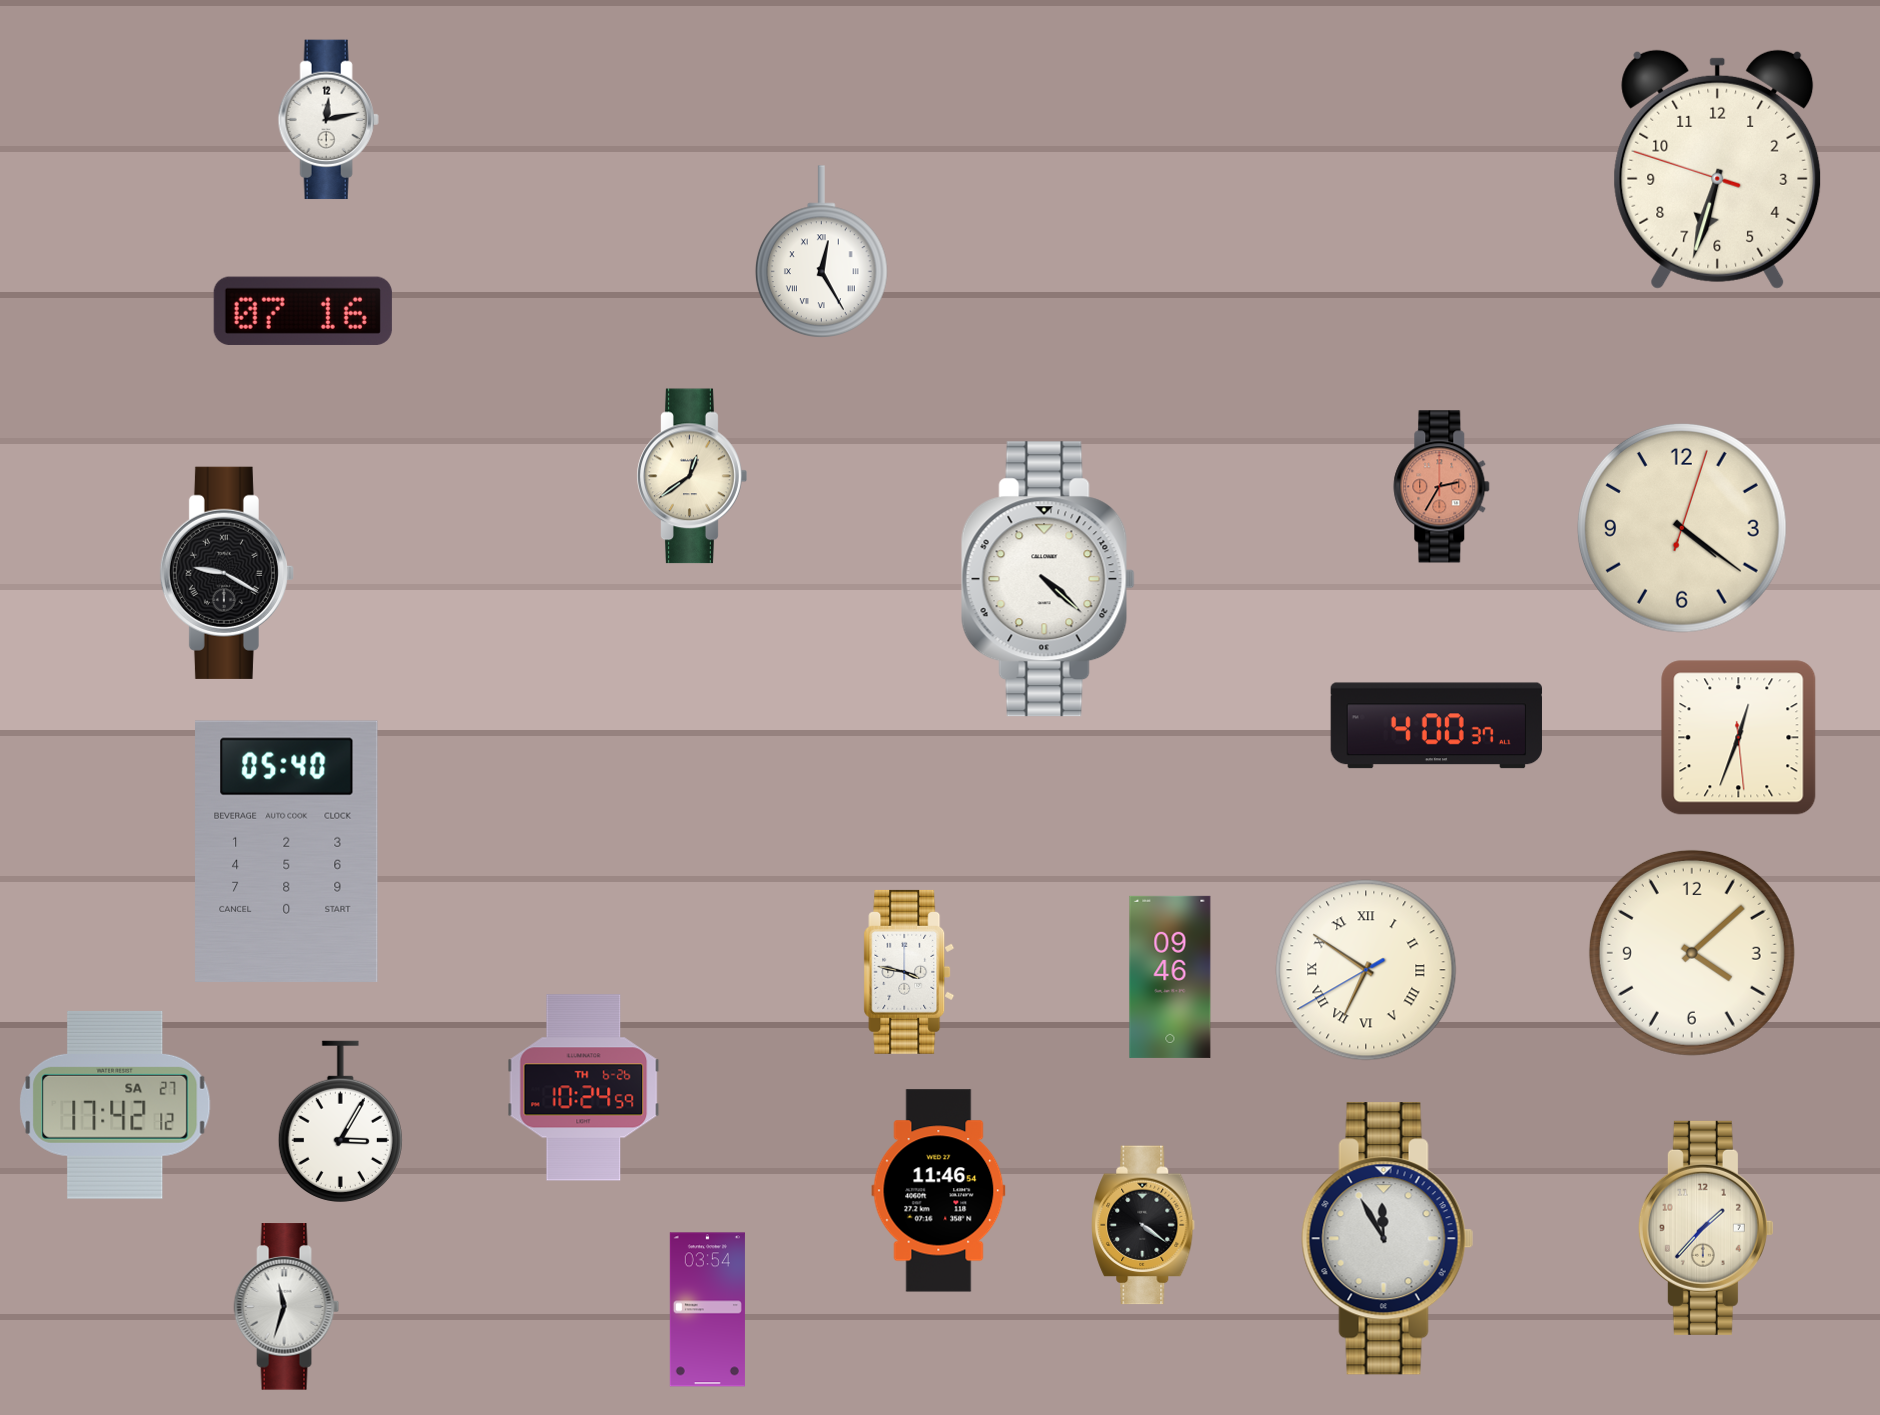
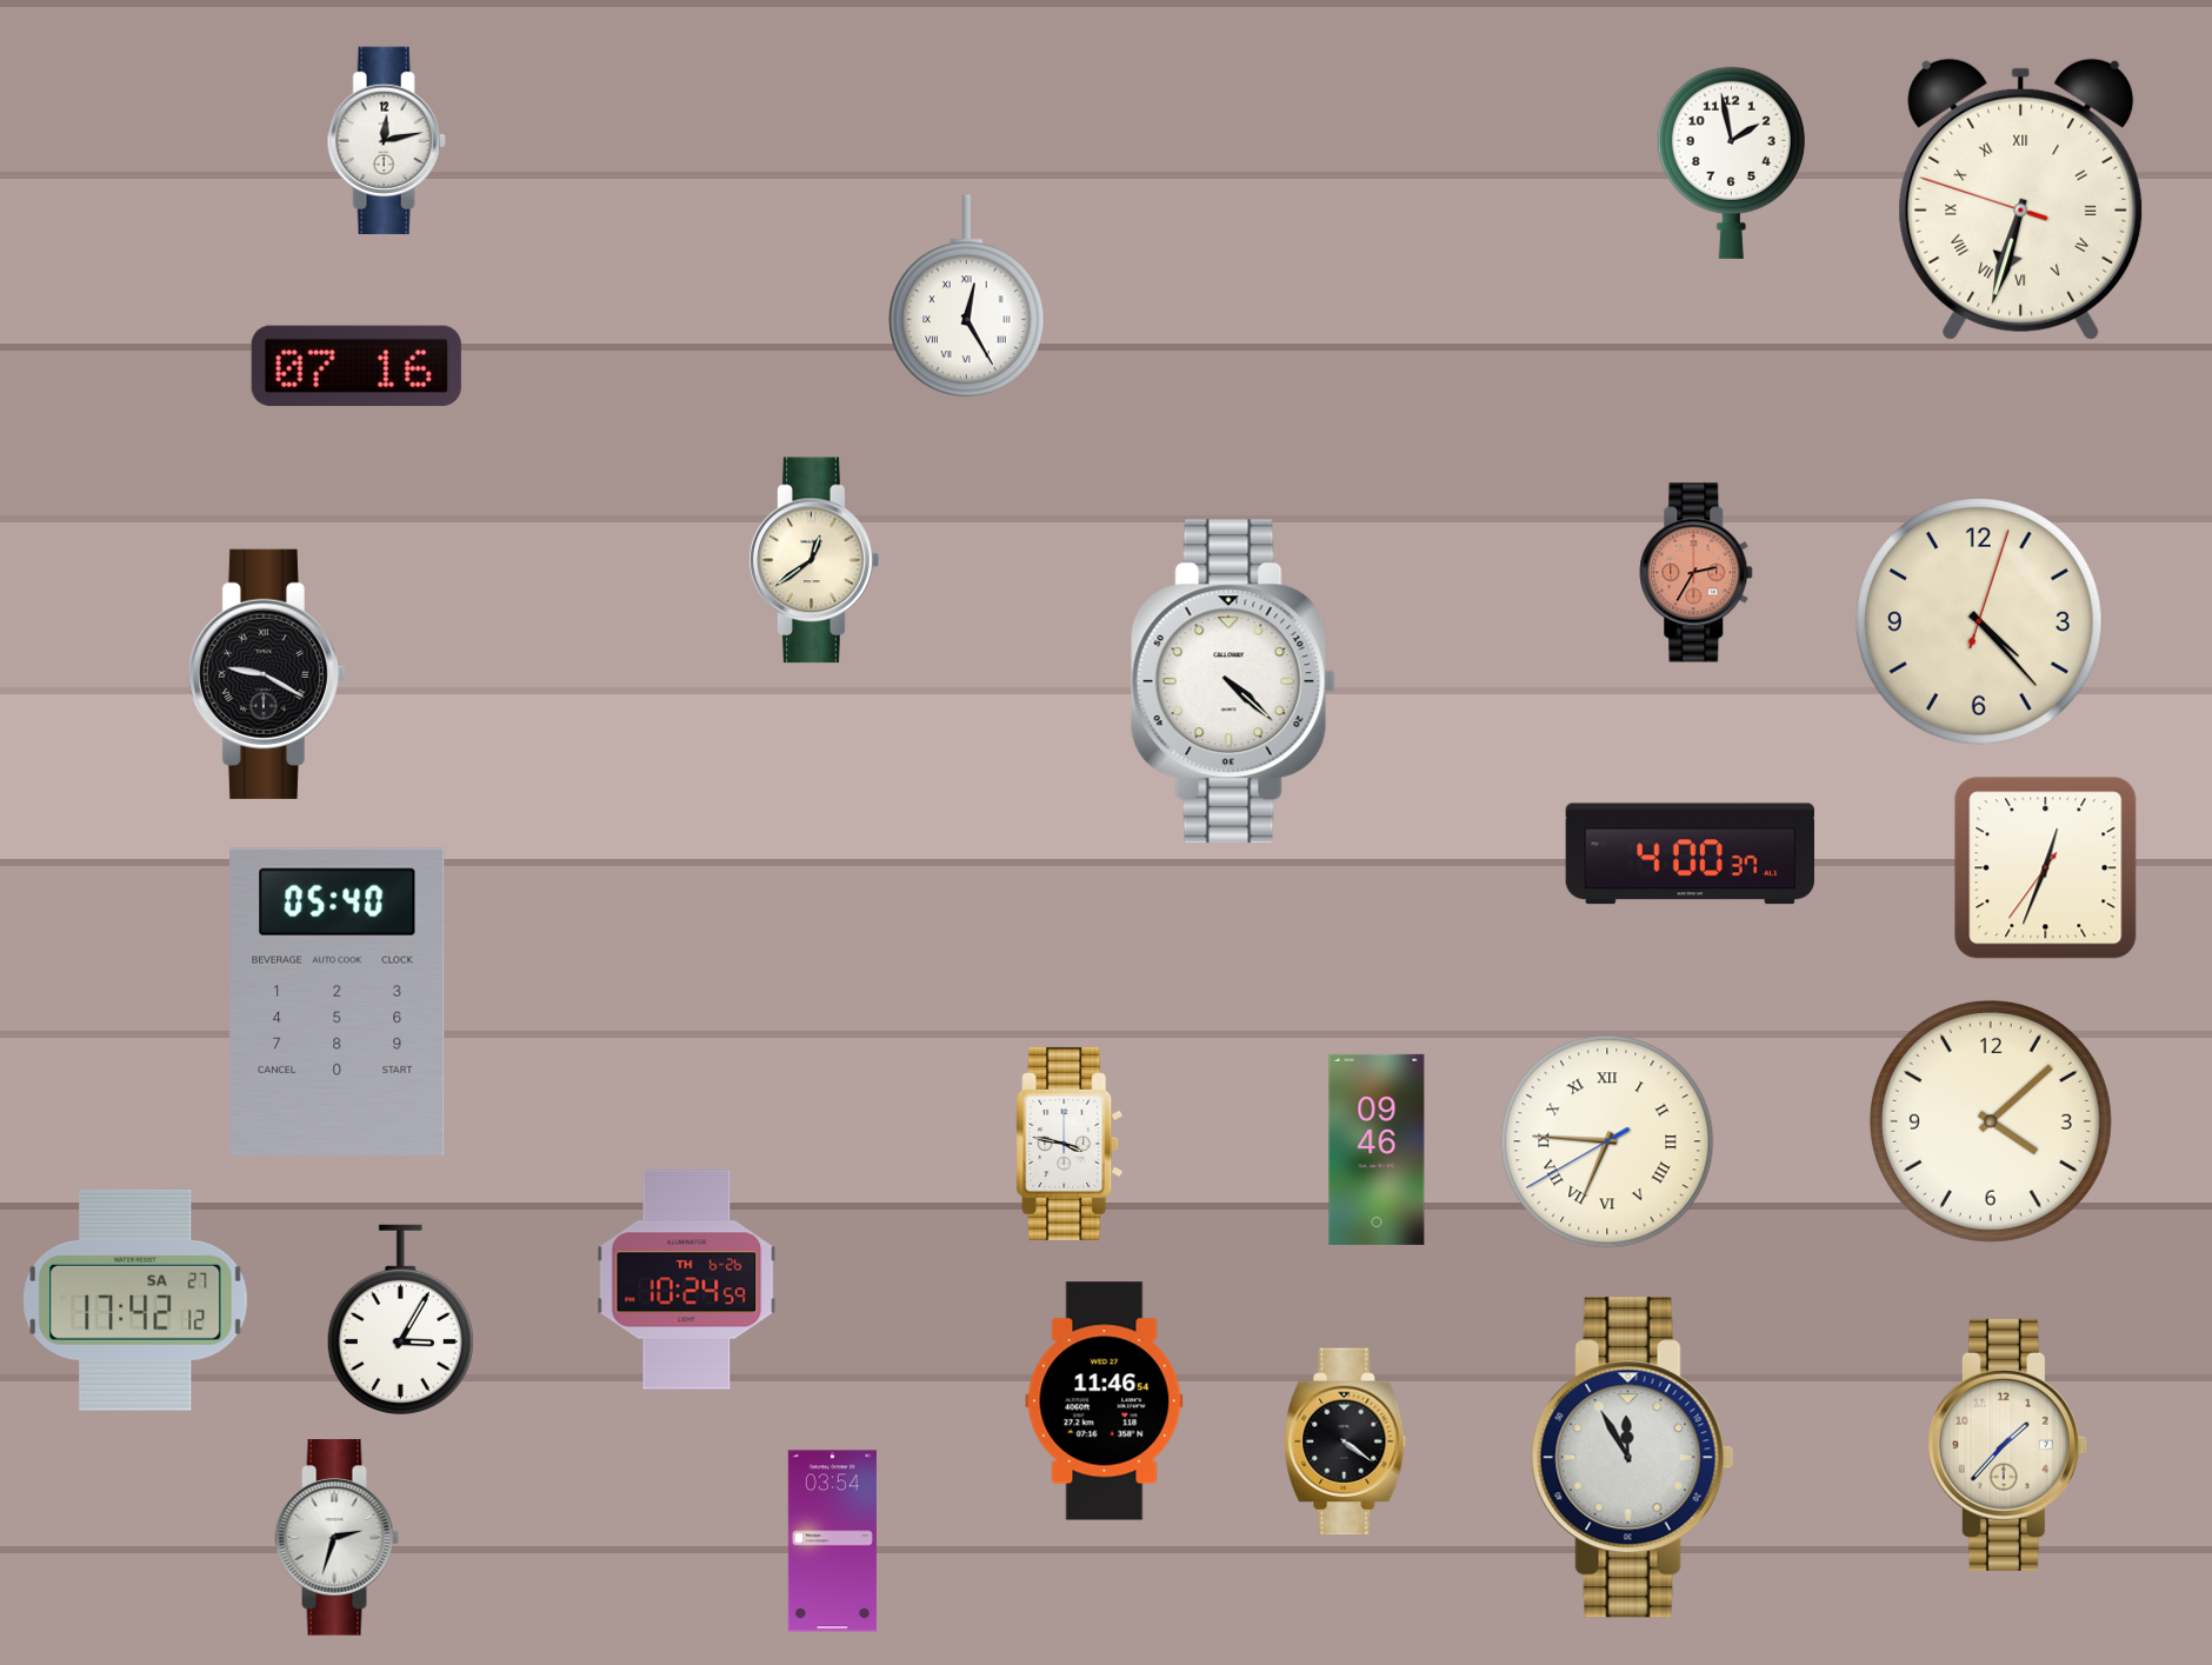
clock at (1731, 162): none -> 1:58
clock at (1718, 169) numerals: Arabic -> Roman
clock at (1682, 528): 4:21 -> 4:23
clock at (1739, 738): 12:33:29 -> 12:33:36
clock at (1366, 970): 6:50 -> 6:45
clock at (287, 1307): 11:33 -> 2:33
